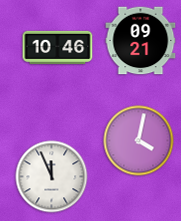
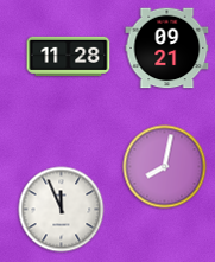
clock at (58, 47): 10:46 -> 11:28
clock at (139, 141): 4:02 -> 8:02
